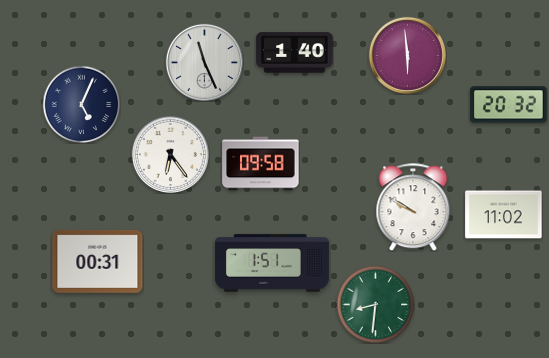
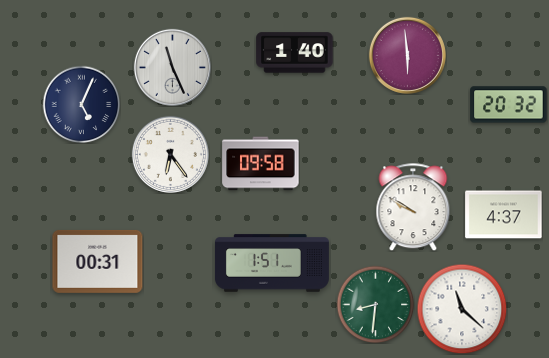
clock at (204, 62) position: (204, 62) -> (172, 67)
clock at (504, 215): 11:02 -> 4:37
clock at (462, 309): none -> 11:22
